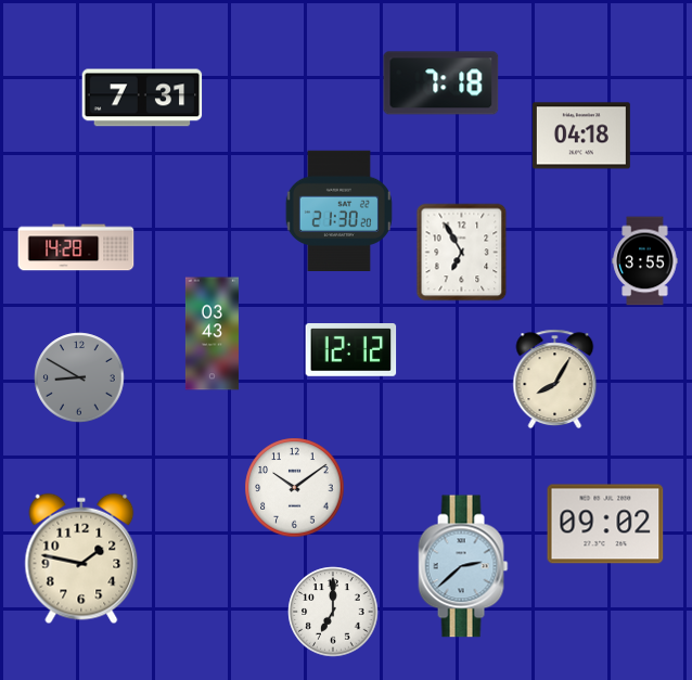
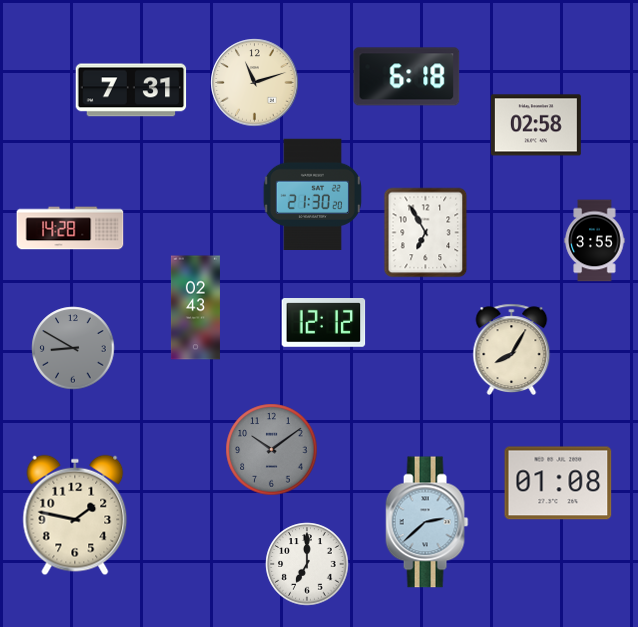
clock at (441, 84): 7:18 -> 6:18
clock at (255, 83): none -> 11:12
clock at (581, 136): 04:18 -> 02:58
clock at (212, 334): 03:43 -> 02:43
clock at (295, 488) dial: white -> grey
clock at (605, 524): 09:02 -> 01:08
